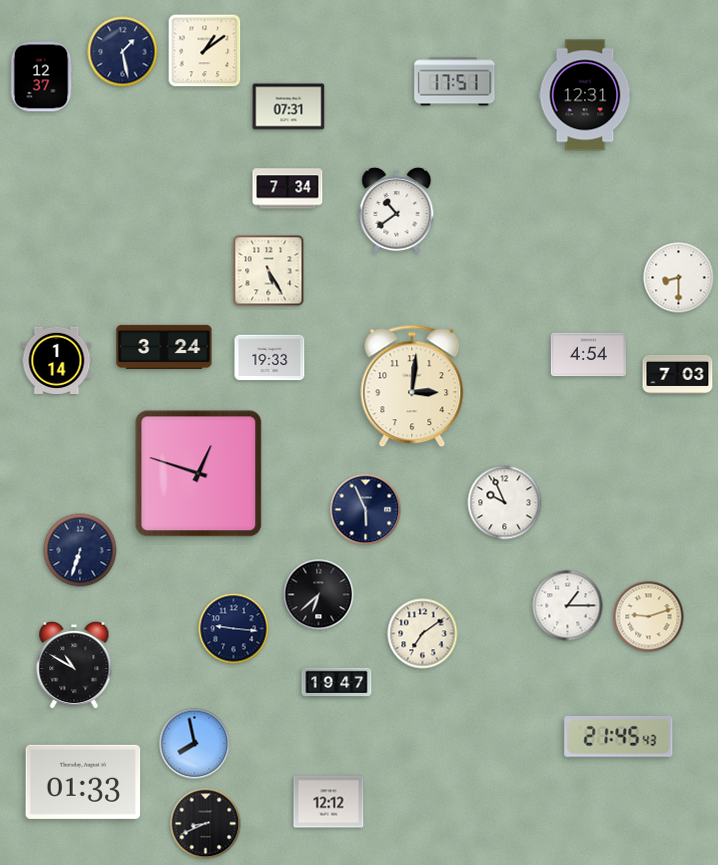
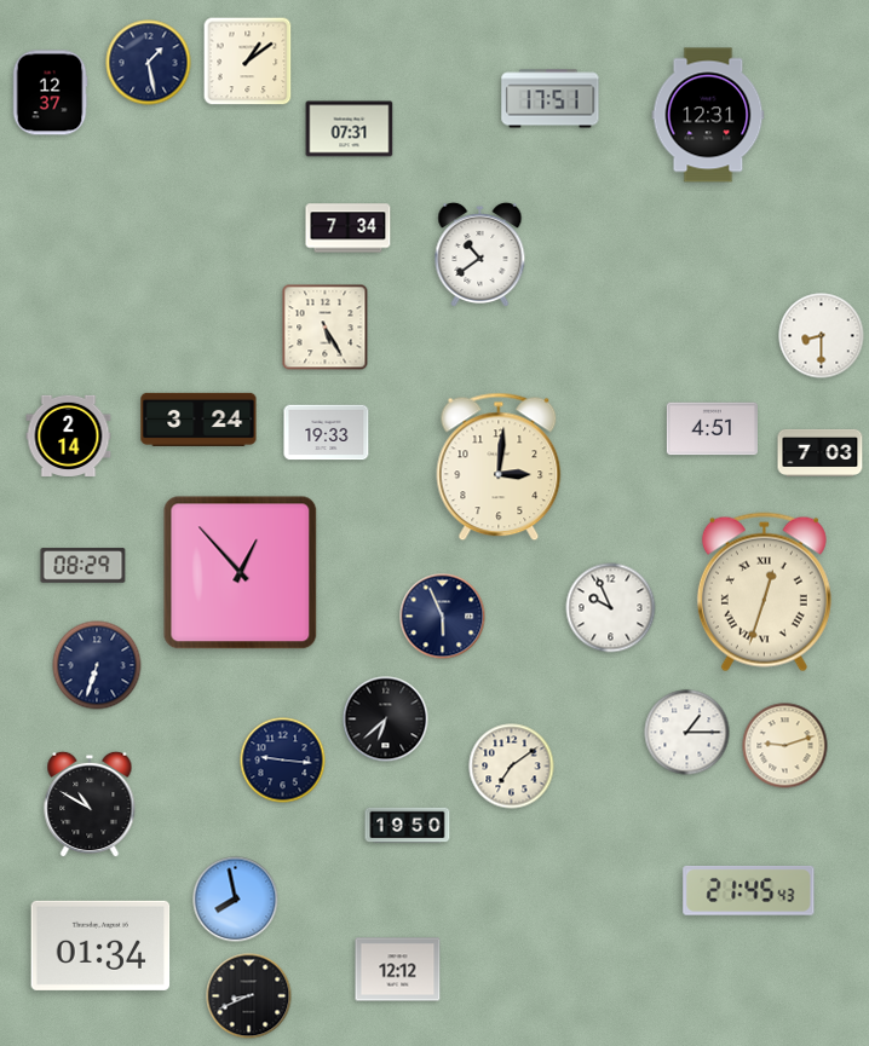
clock at (588, 355): 4:54 -> 4:51
clock at (57, 360): 1:14 -> 2:14
clock at (84, 566): none -> 08:29
clock at (199, 474): 12:48 -> 12:53
clock at (764, 593): none -> 12:33
clock at (337, 683): 19:47 -> 19:50
clock at (83, 782): 01:33 -> 01:34
